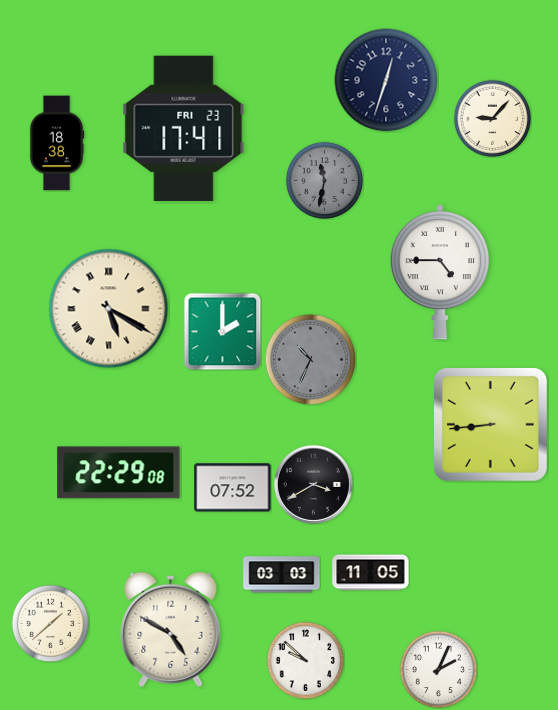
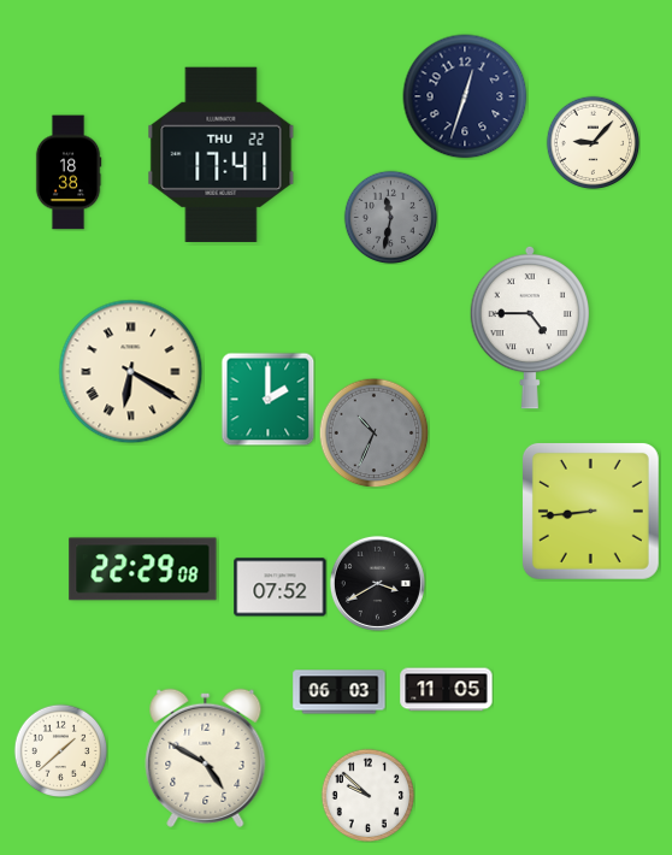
clock at (184, 128) date: FRI 23 -> THU 22
clock at (109, 309): 5:20 -> 6:20
clock at (282, 575): 03:03 -> 06:03
clock at (438, 669): 2:04 -> none
